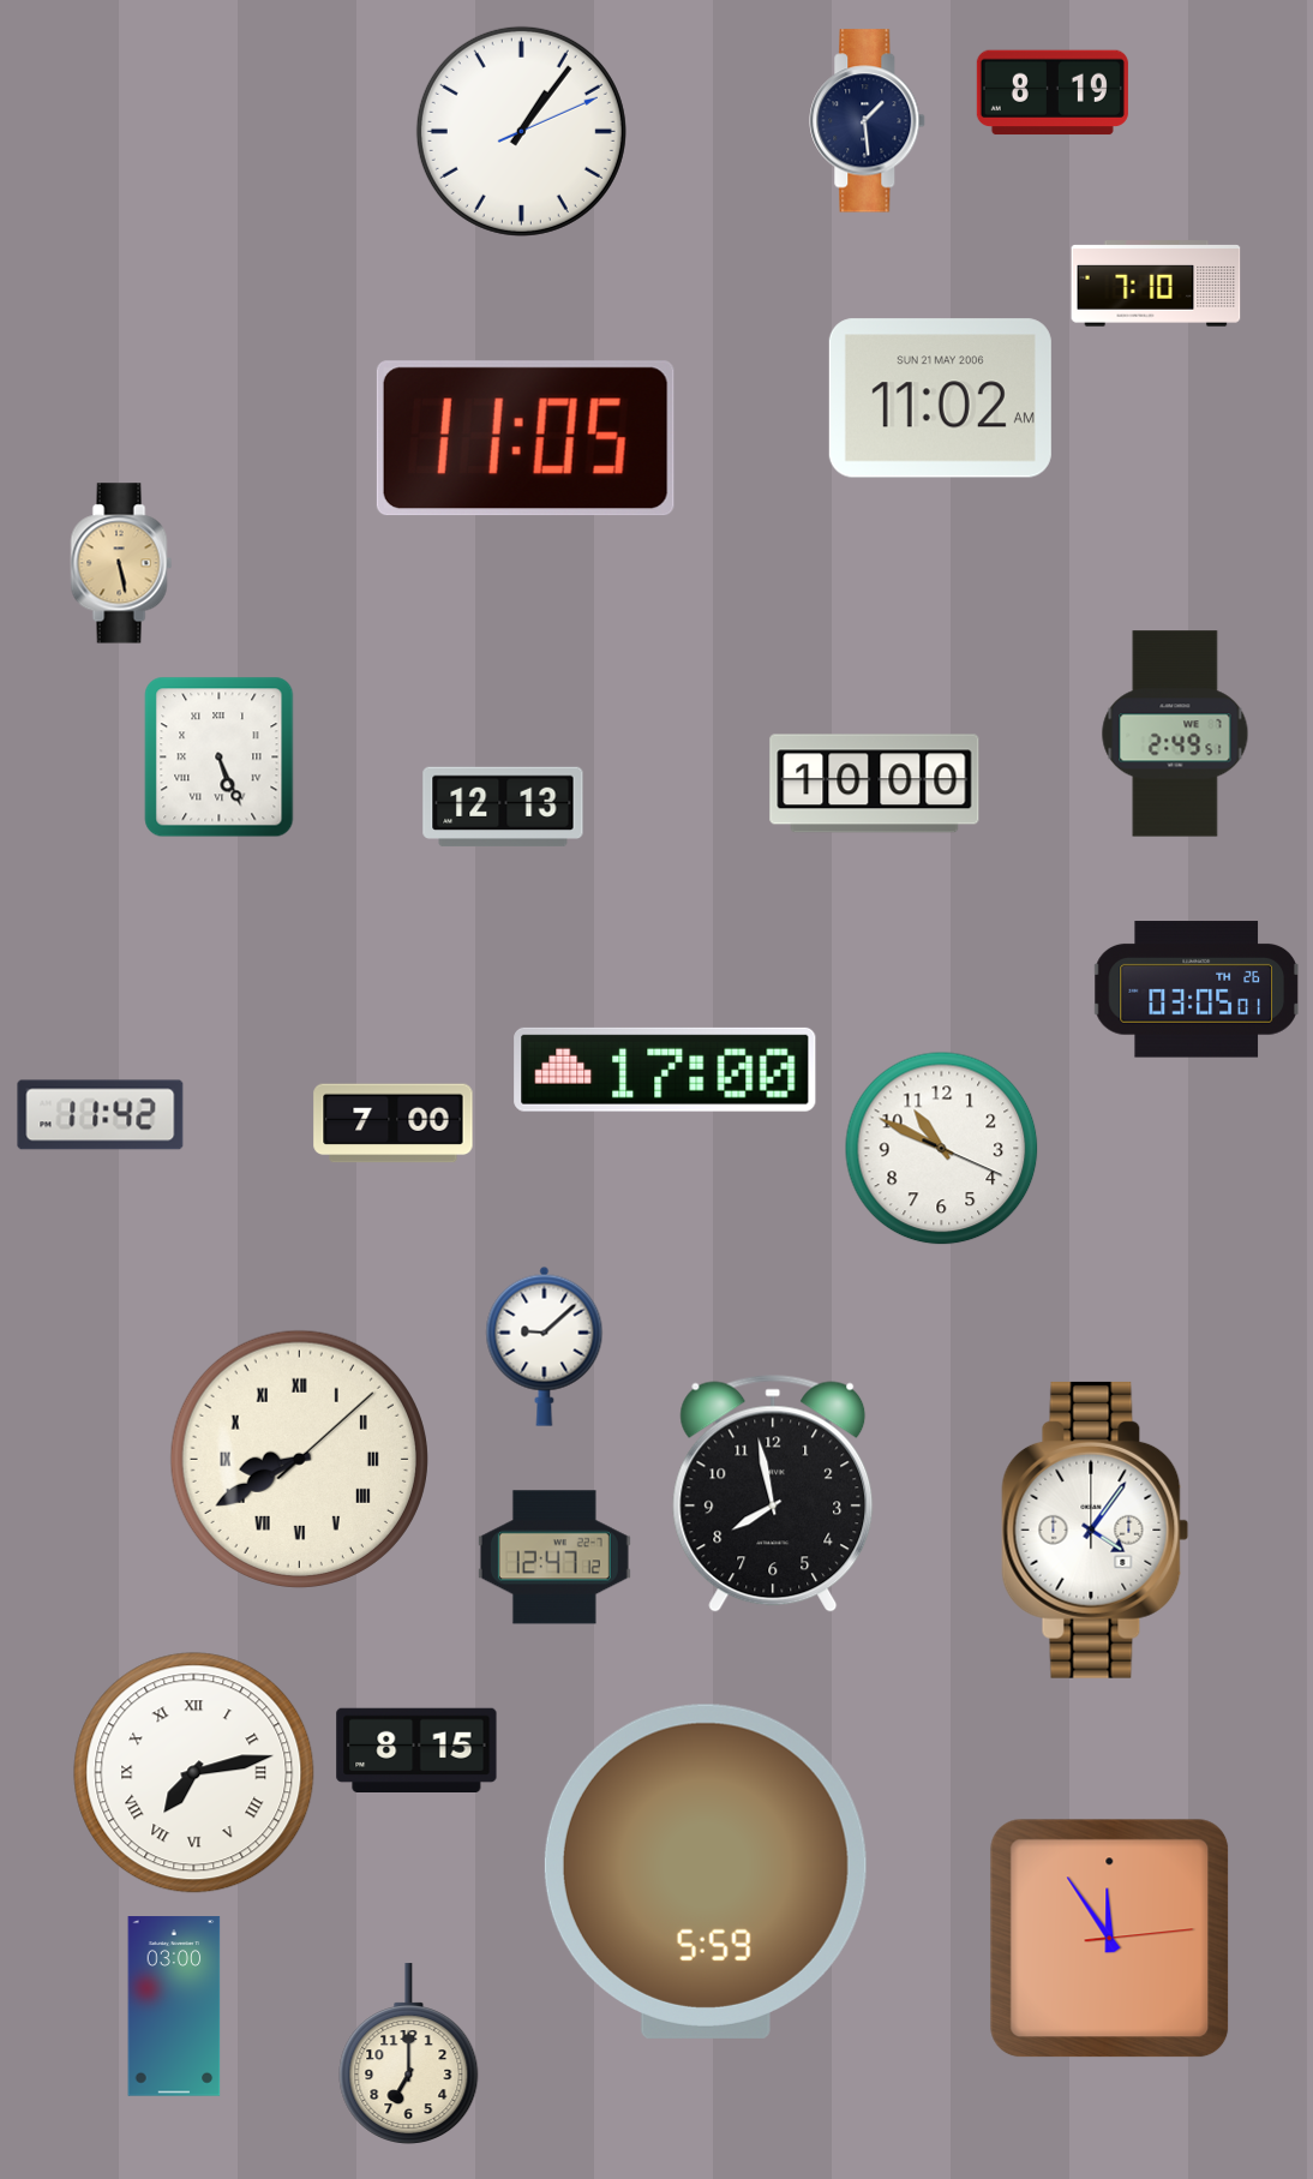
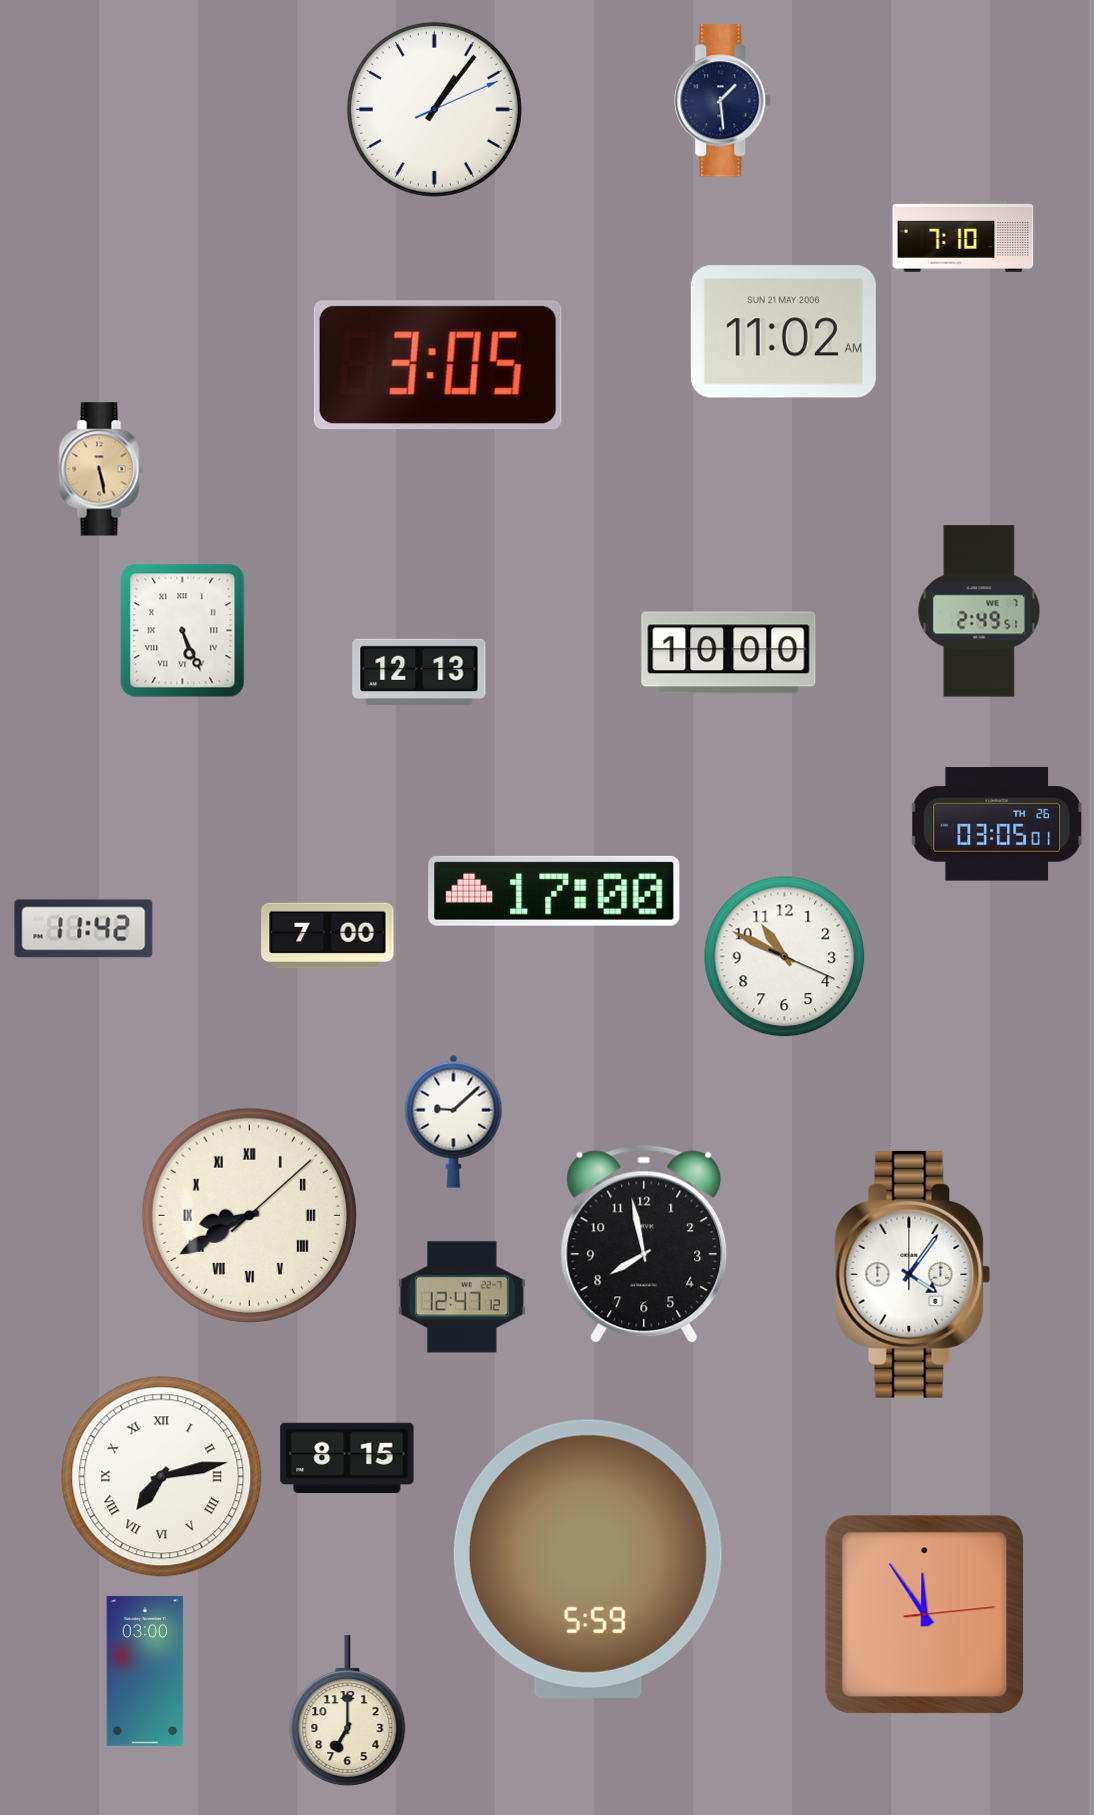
clock at (1053, 92): 8:19 -> none
clock at (526, 438): 11:05 -> 3:05
clock at (409, 2053) position: (409, 2053) -> (348, 1710)
